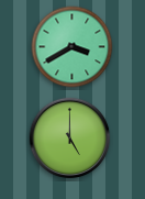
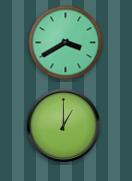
clock at (70, 139): 5:00 -> 1:00
